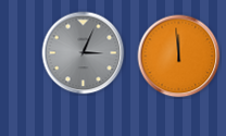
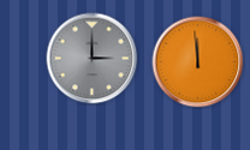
clock at (84, 53): 3:04 -> 3:00
